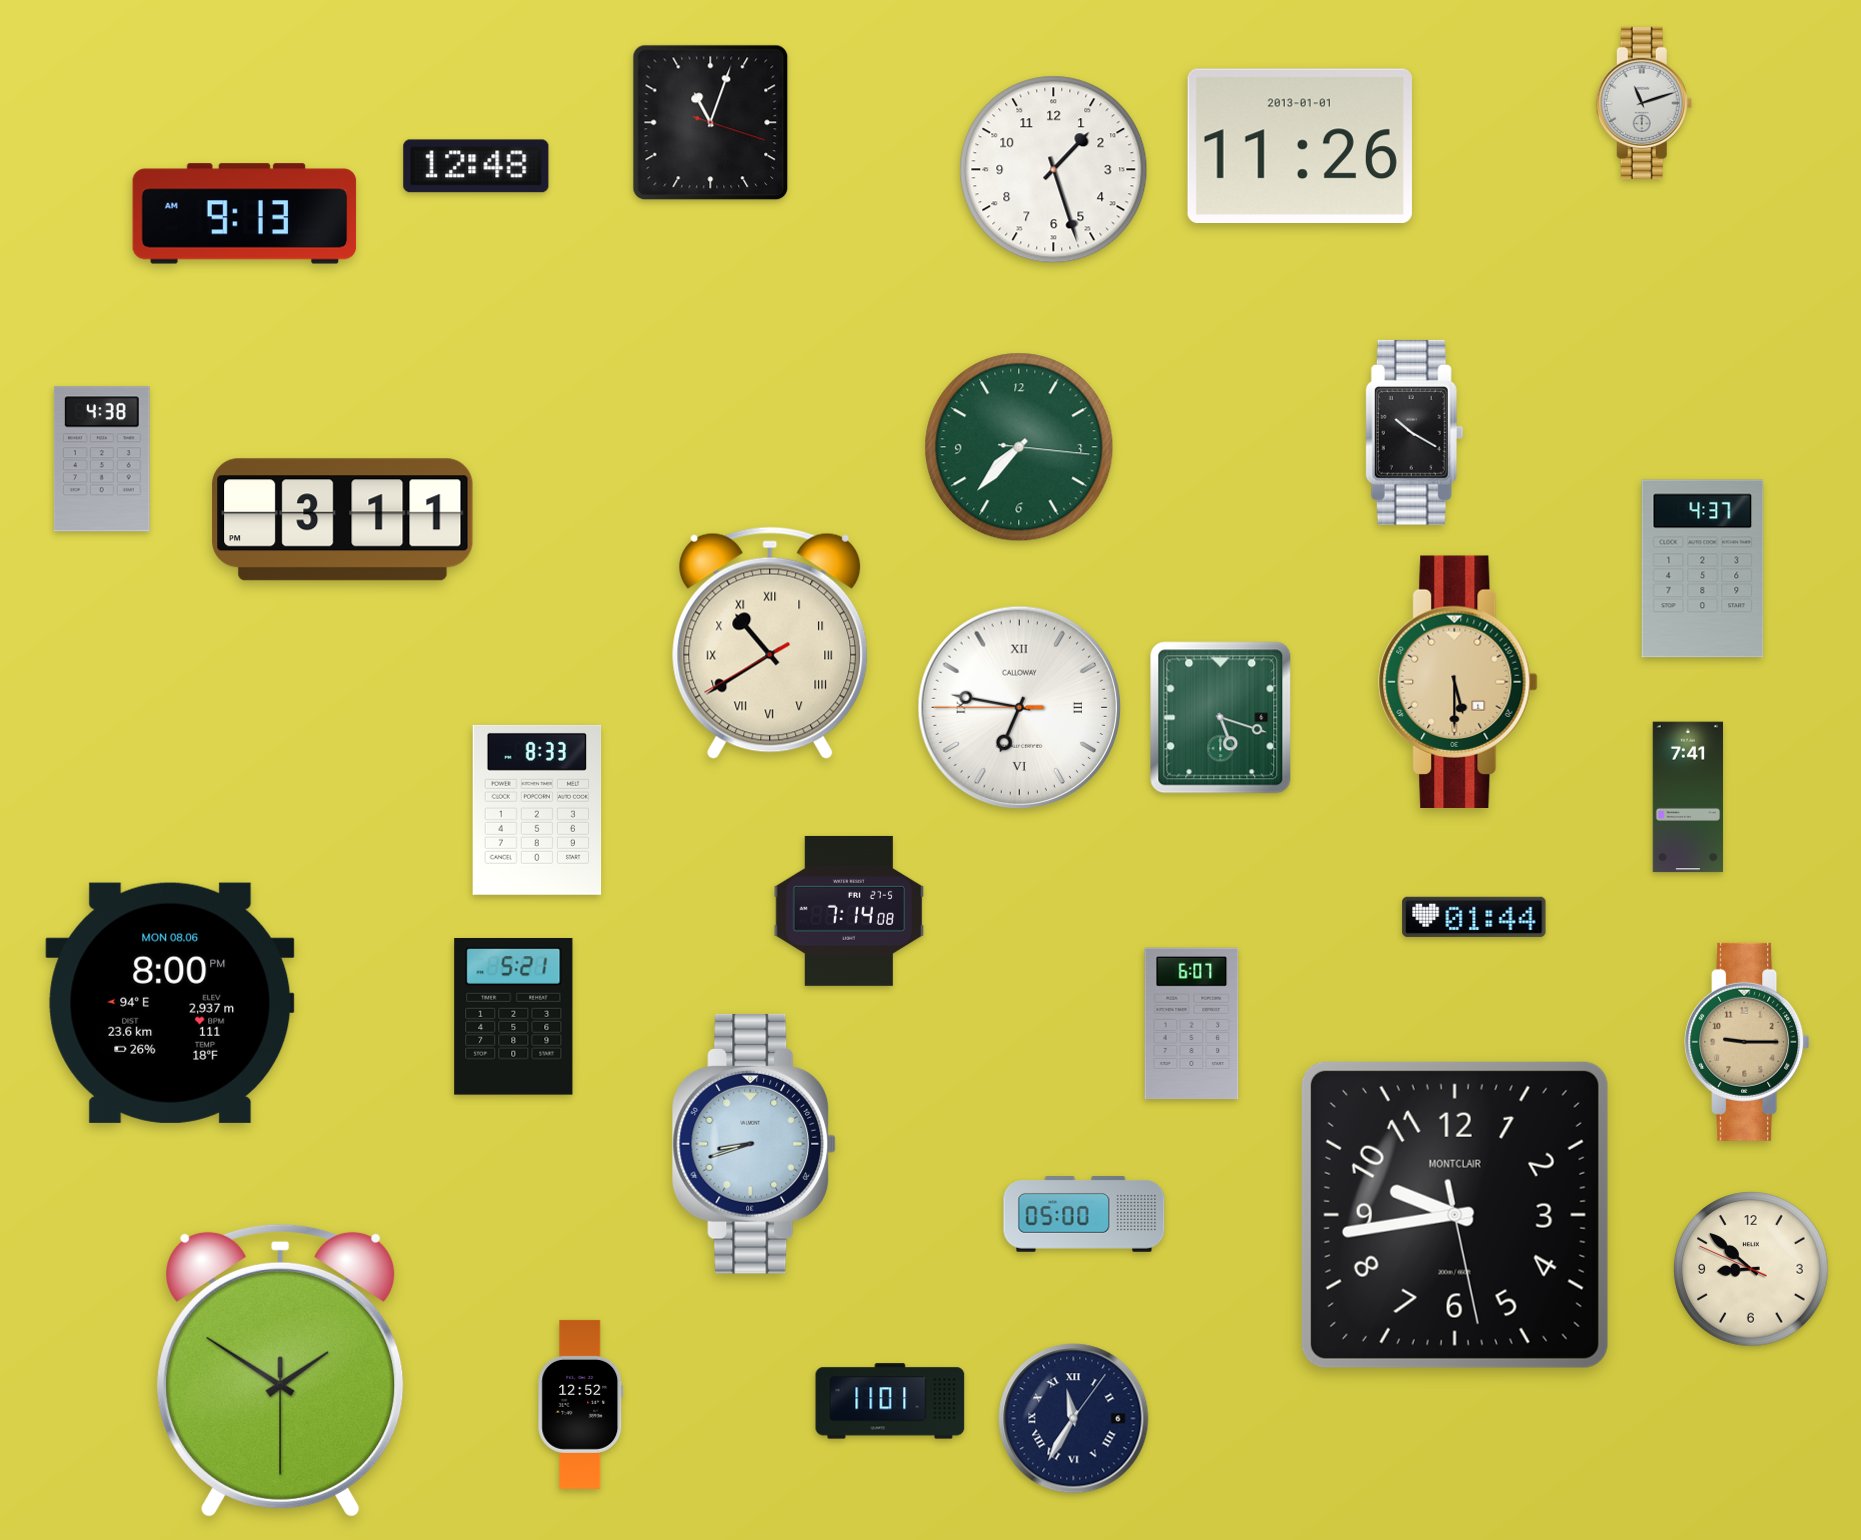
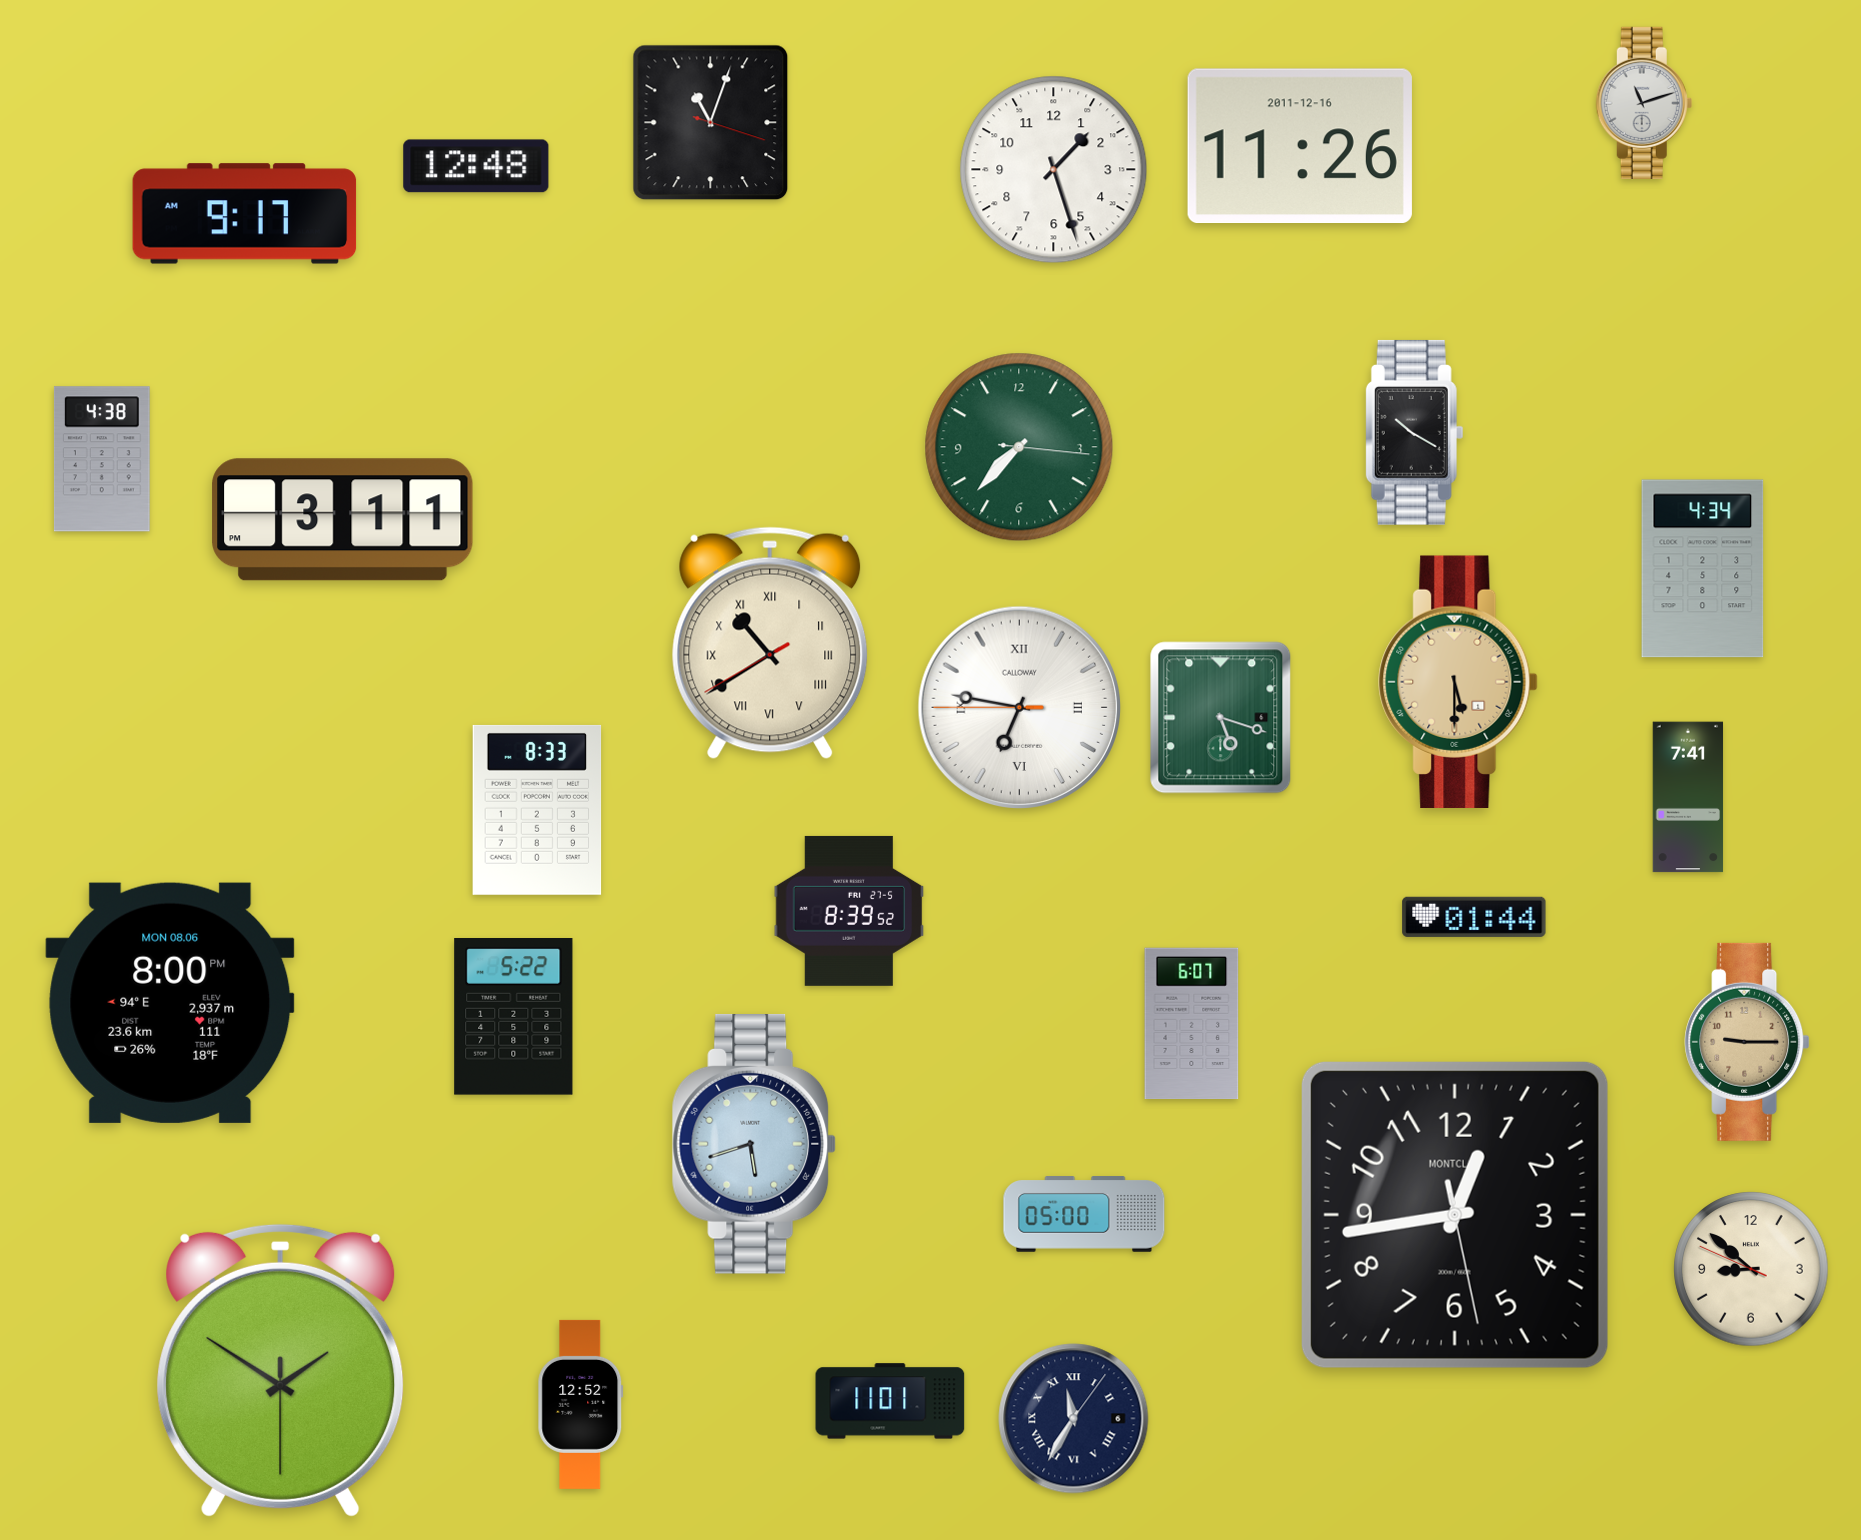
clock at (1300, 145) date: 2013-01-01 -> 2011-12-16
clock at (245, 214): 9:13 -> 9:17
clock at (1703, 569): 4:37 -> 4:34
clock at (849, 911): 7:14 -> 8:39
clock at (514, 1017): 5:21 -> 5:22
clock at (754, 1144): 8:42 -> 5:42
clock at (1455, 1215): 9:43 -> 12:43
